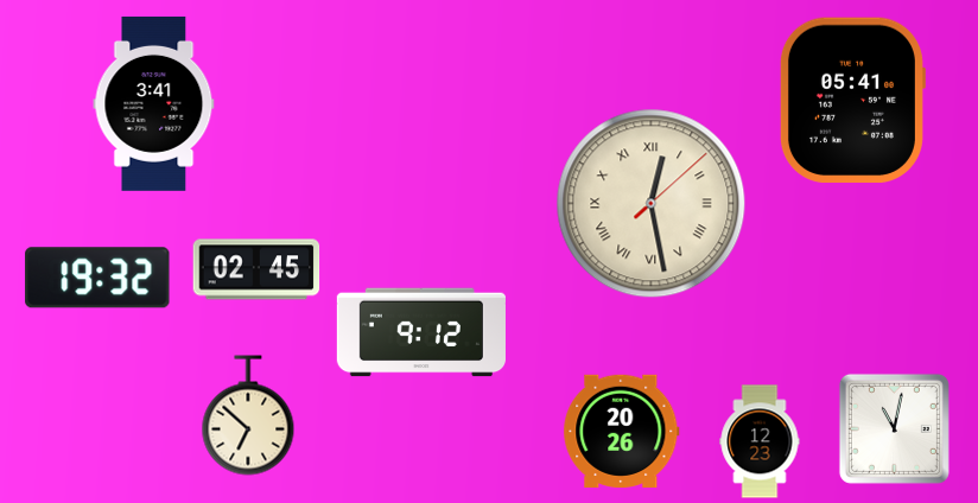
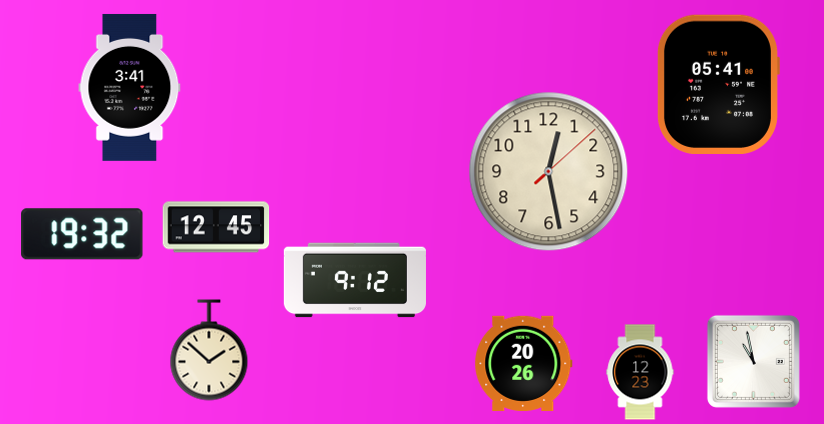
clock at (652, 204) numerals: Roman -> Arabic
clock at (256, 269): 02:45 -> 12:45
clock at (248, 415): 6:52 -> 1:52
clock at (894, 428): 11:02 -> 10:58
